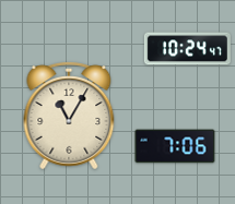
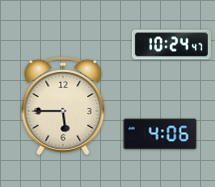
clock at (69, 116): 11:05 -> 5:45
clock at (175, 146): 7:06 -> 4:06
